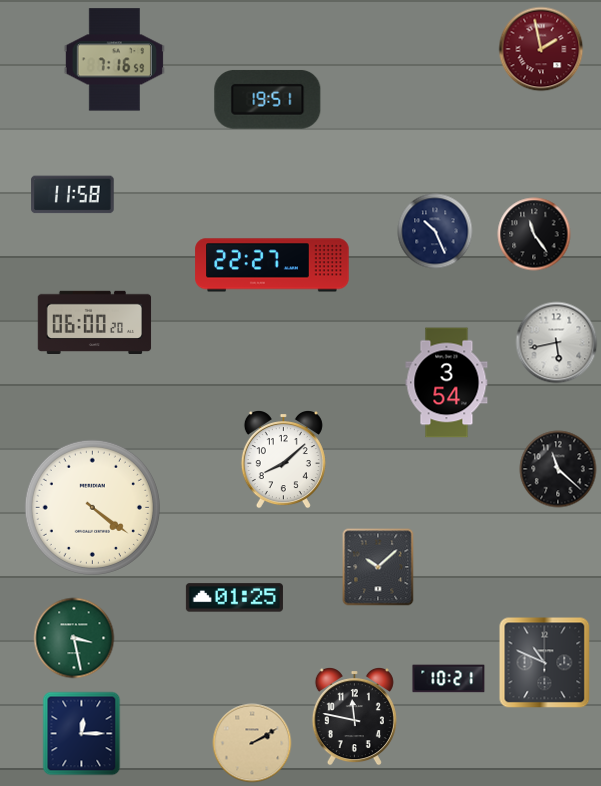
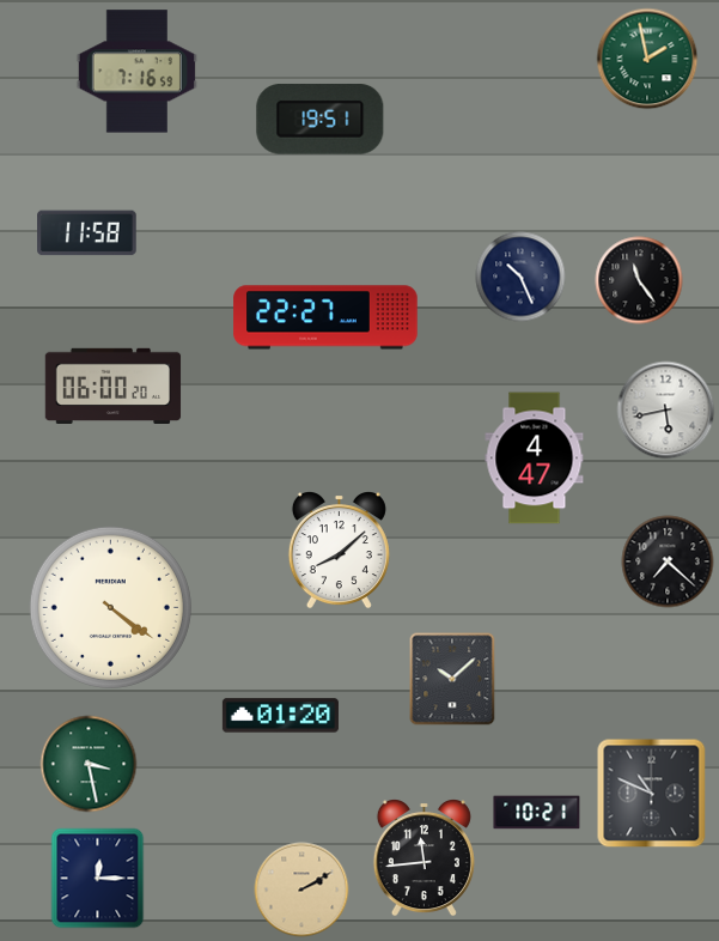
clock at (541, 49) dial: burgundy -> green
clock at (447, 383): 3:54 -> 4:47
clock at (558, 469): 11:22 -> 7:22
clock at (234, 598): 01:25 -> 01:20
clock at (354, 717): 11:47 -> 11:44
